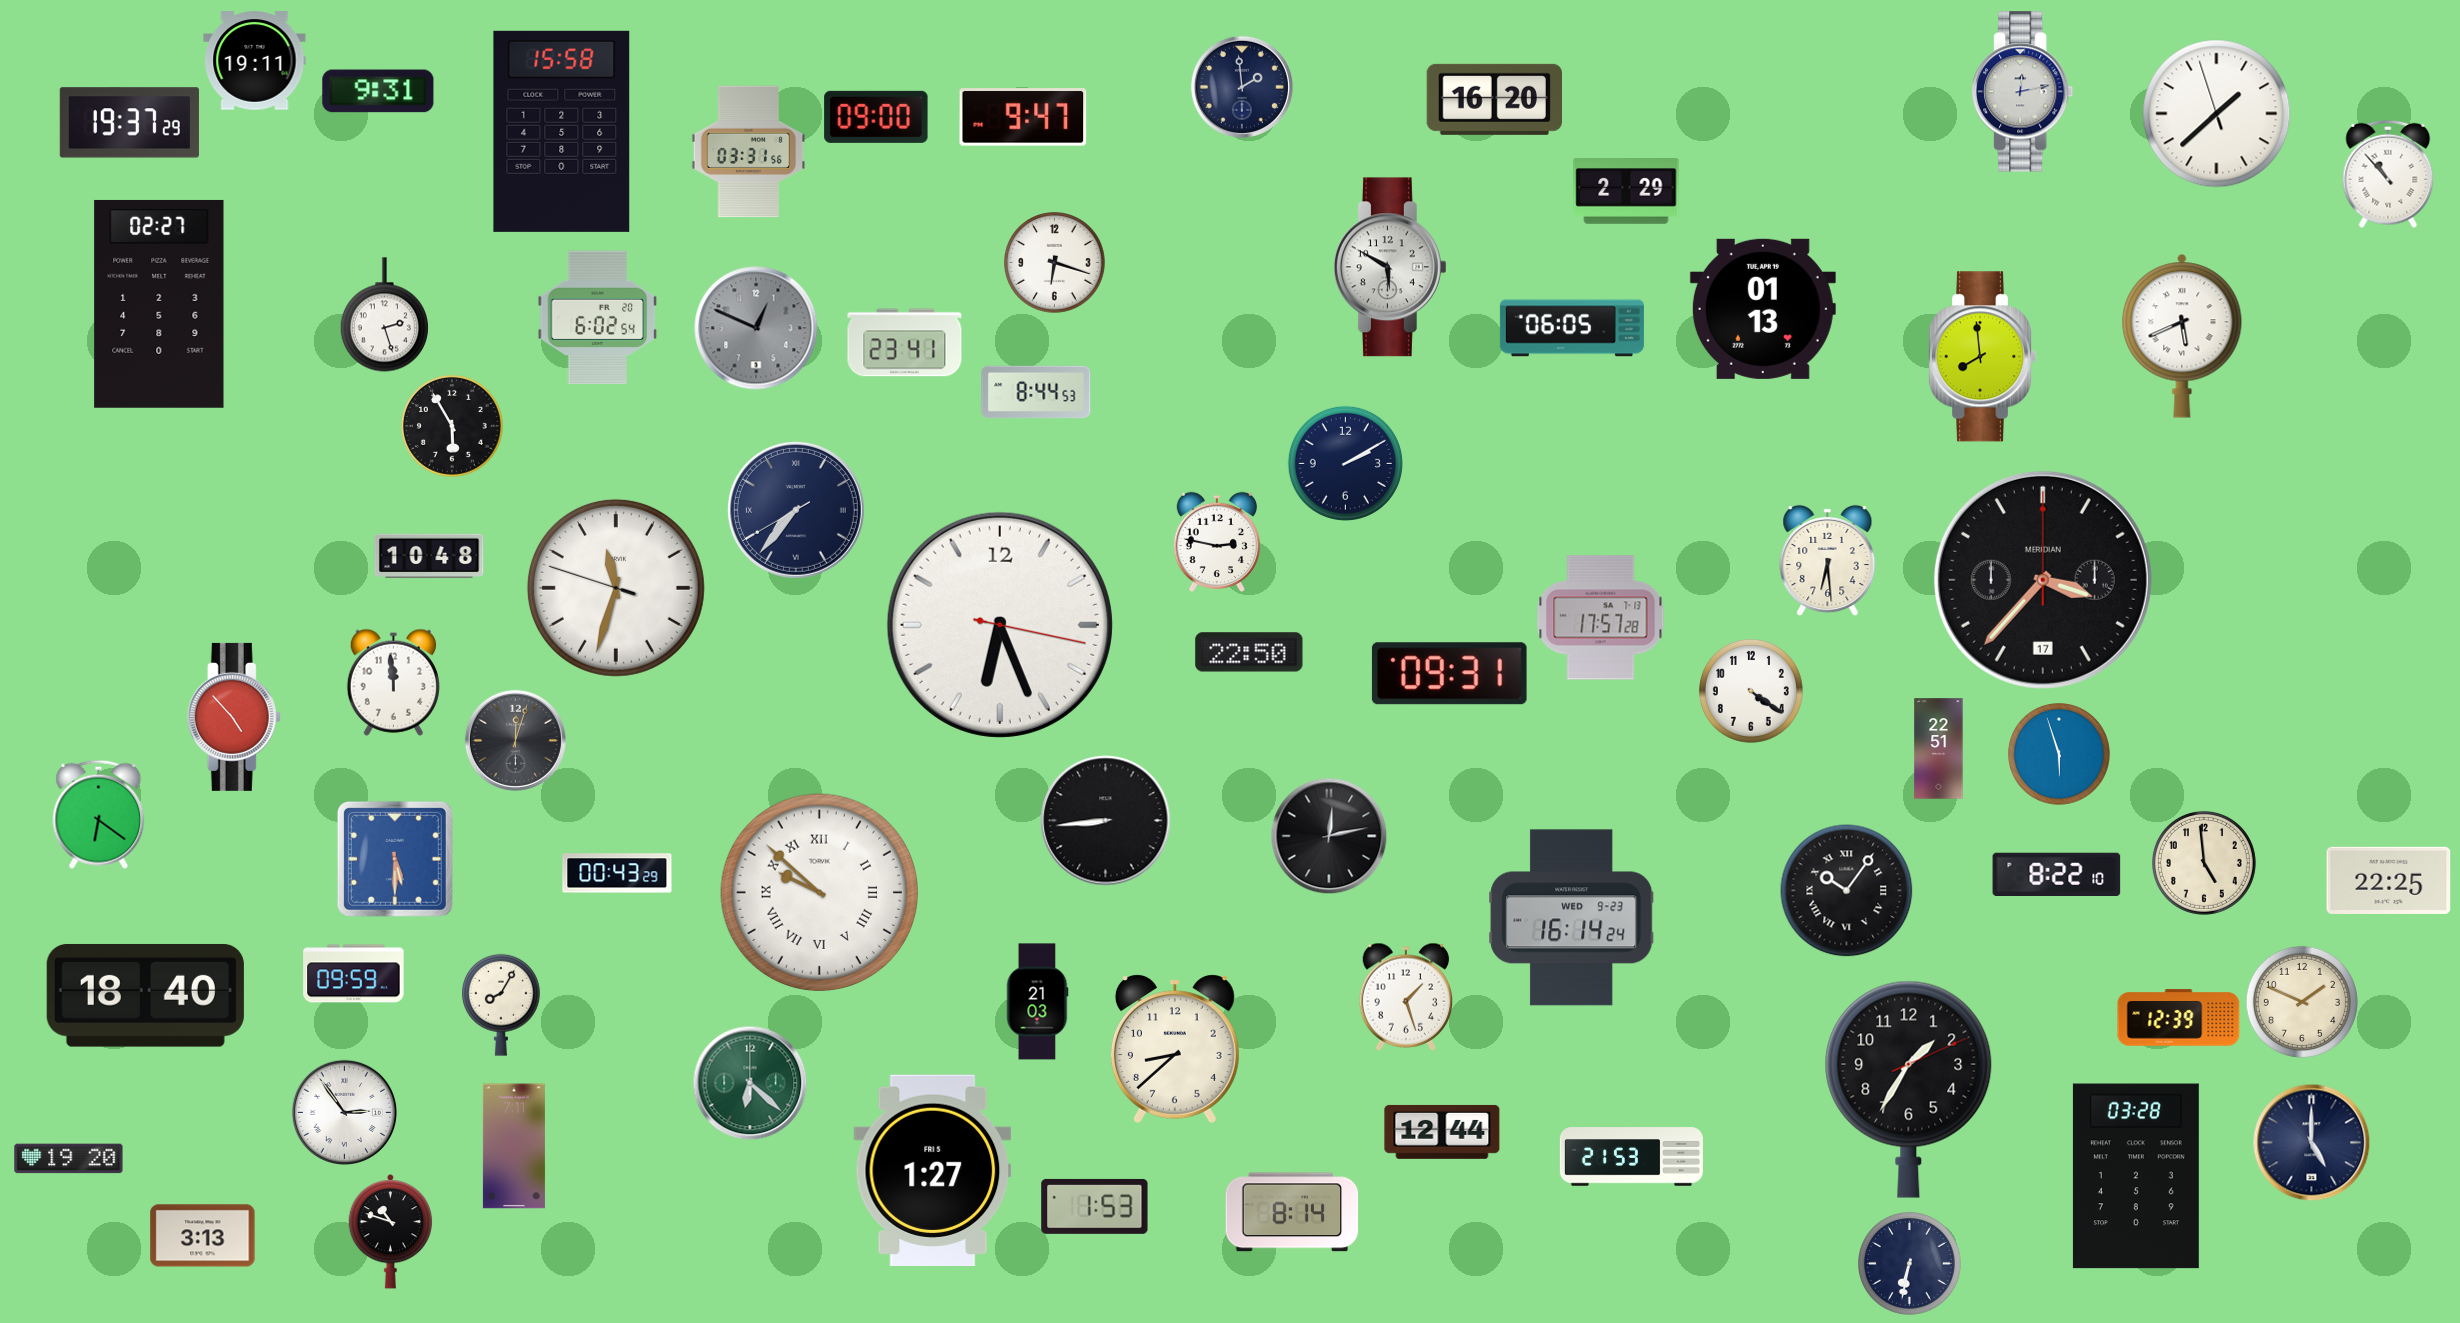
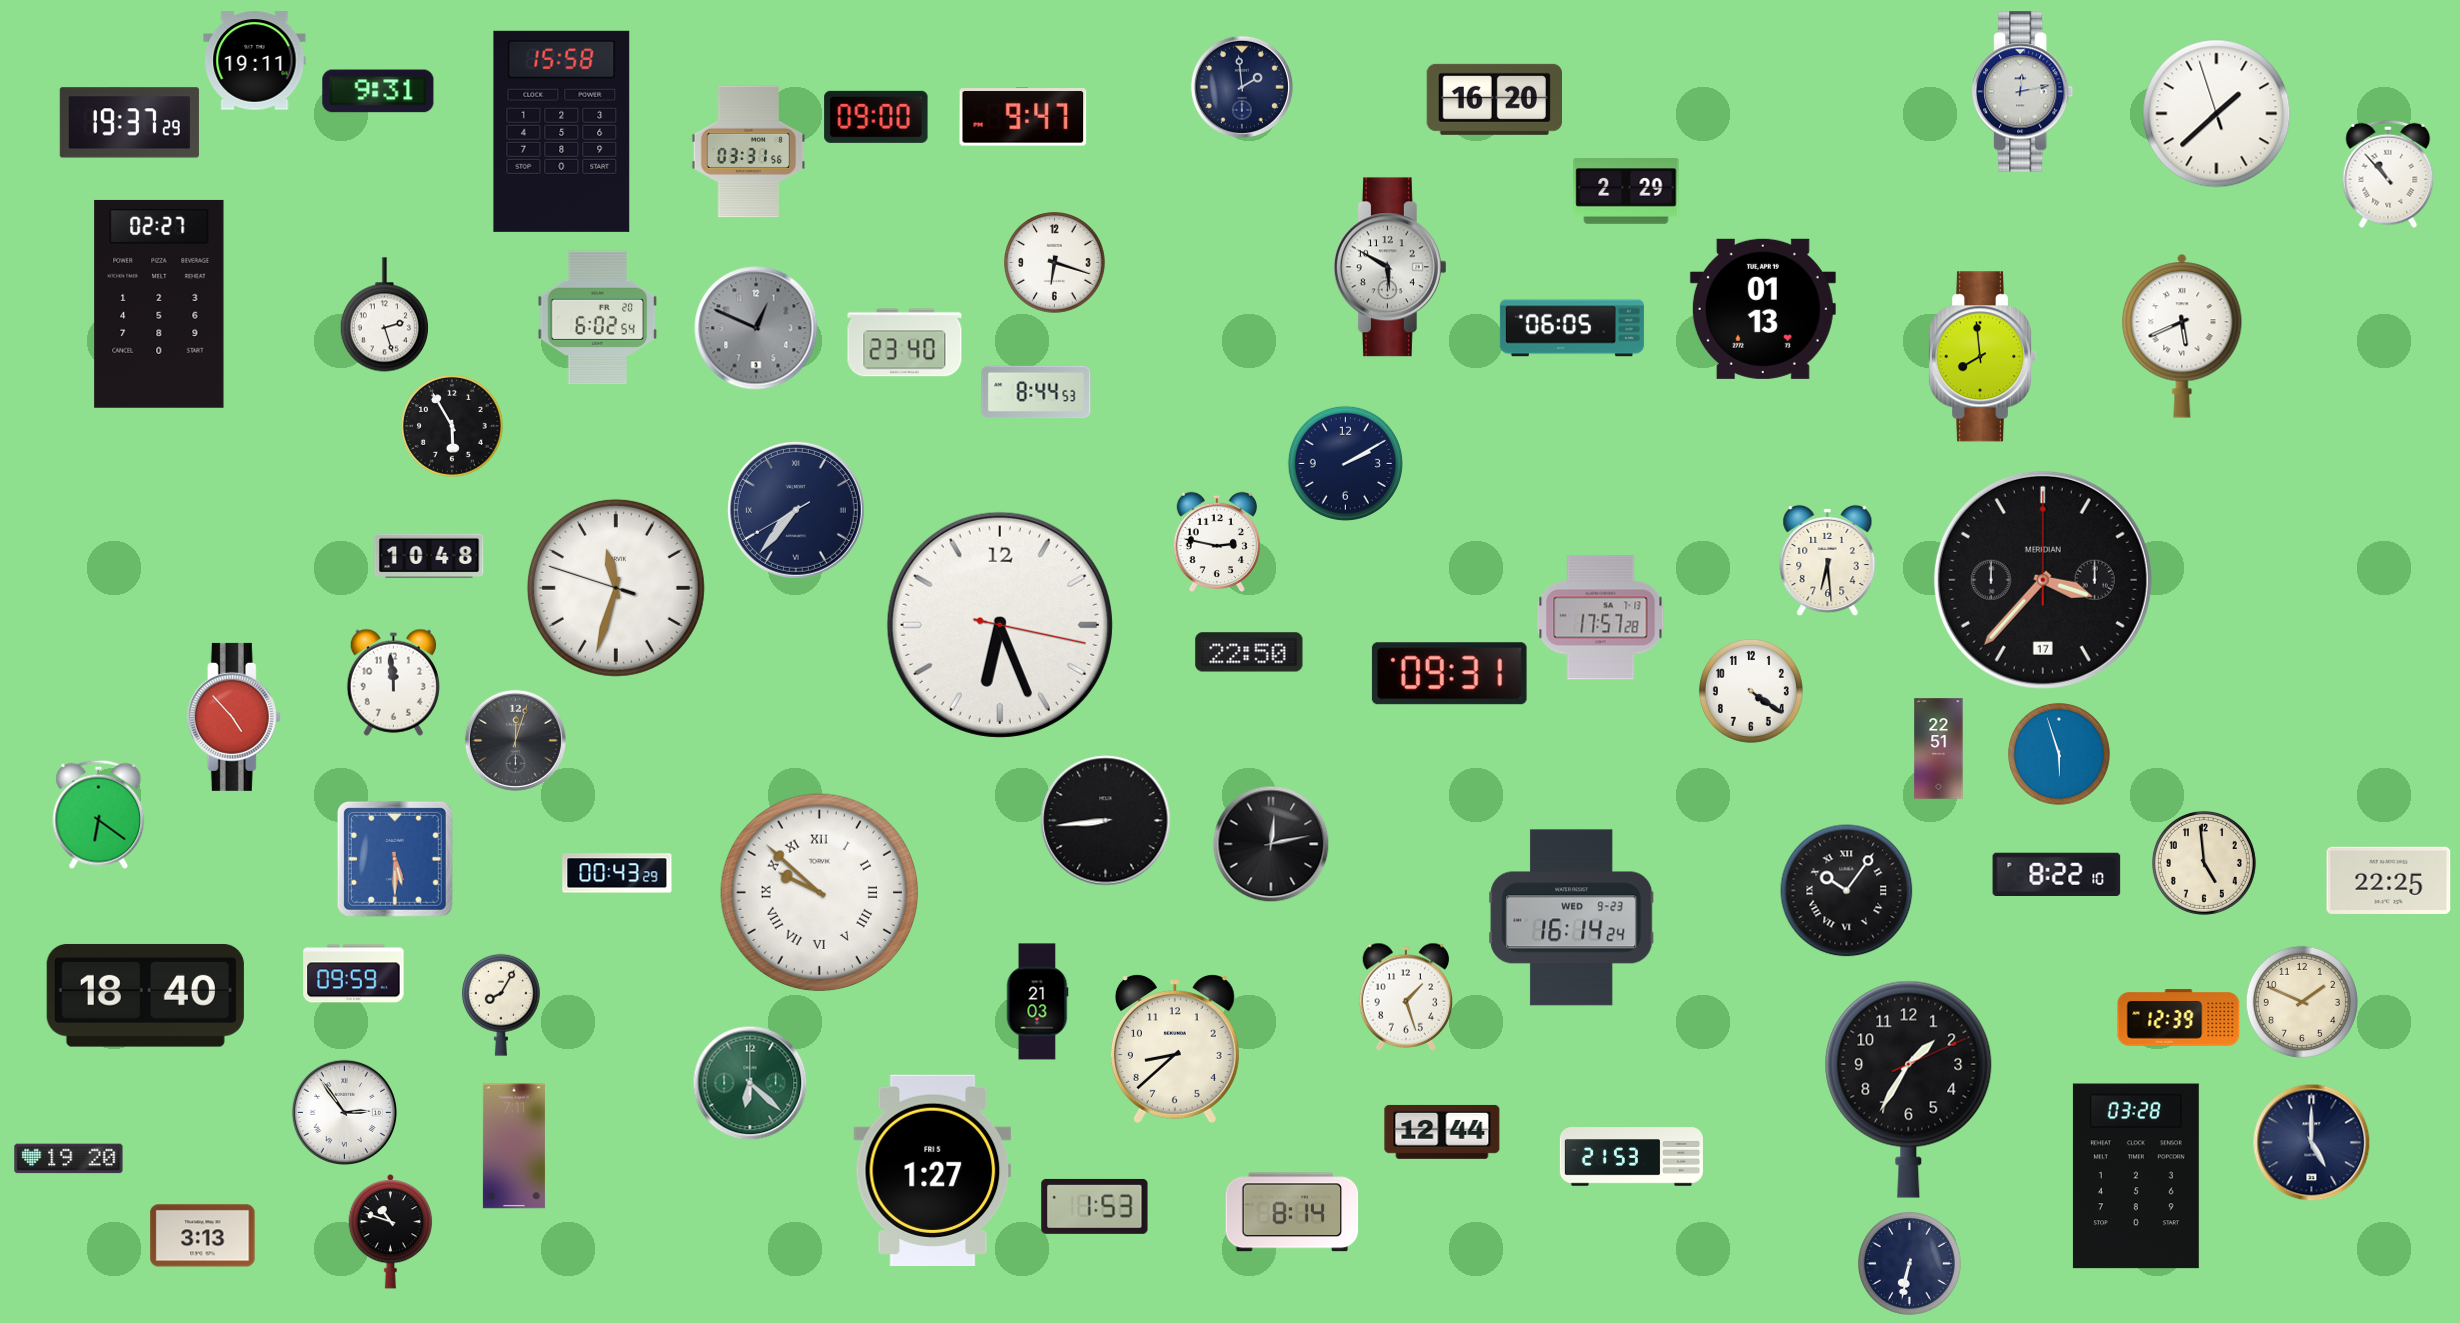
clock at (905, 343): 23:41 -> 23:40
clock at (1329, 836) position: (1329, 836) -> (1271, 844)
